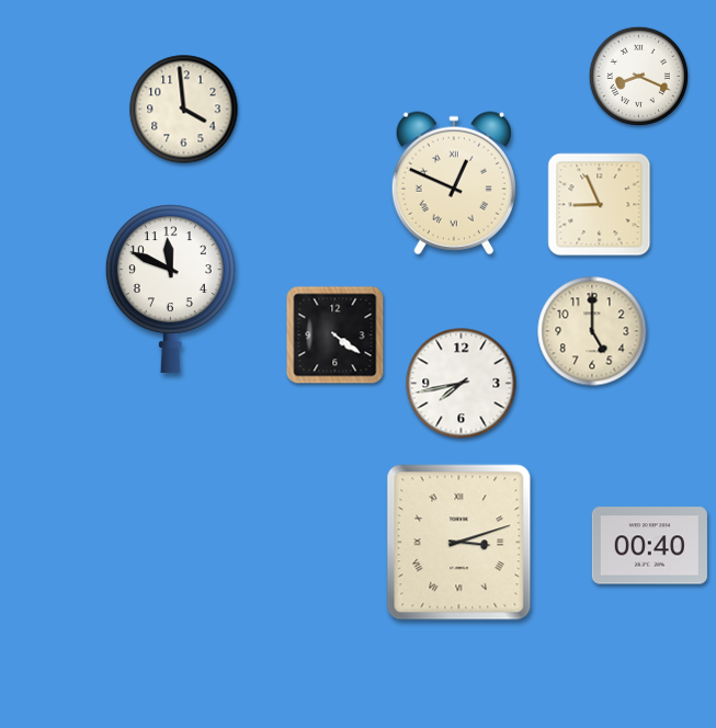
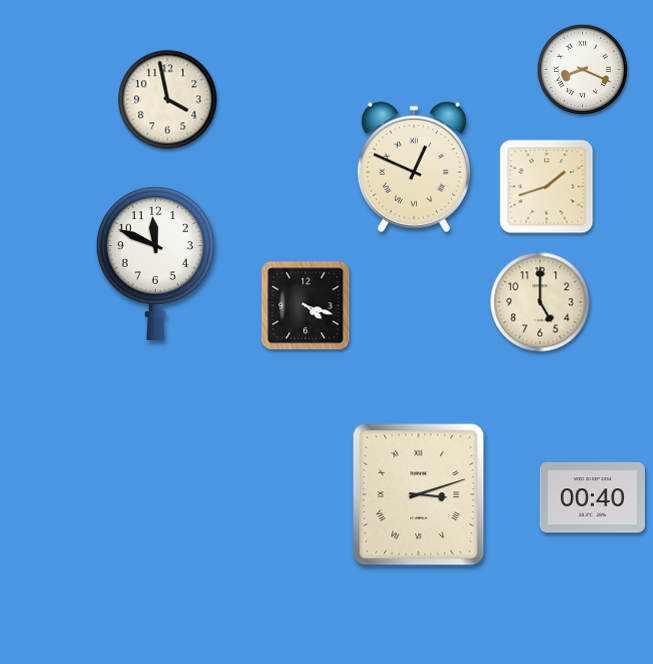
clock at (184, 110): 3:59 -> 3:58
clock at (600, 205): 8:56 -> 1:42
clock at (336, 335): 4:21 -> 4:18
clock at (462, 384): 7:43 -> none
